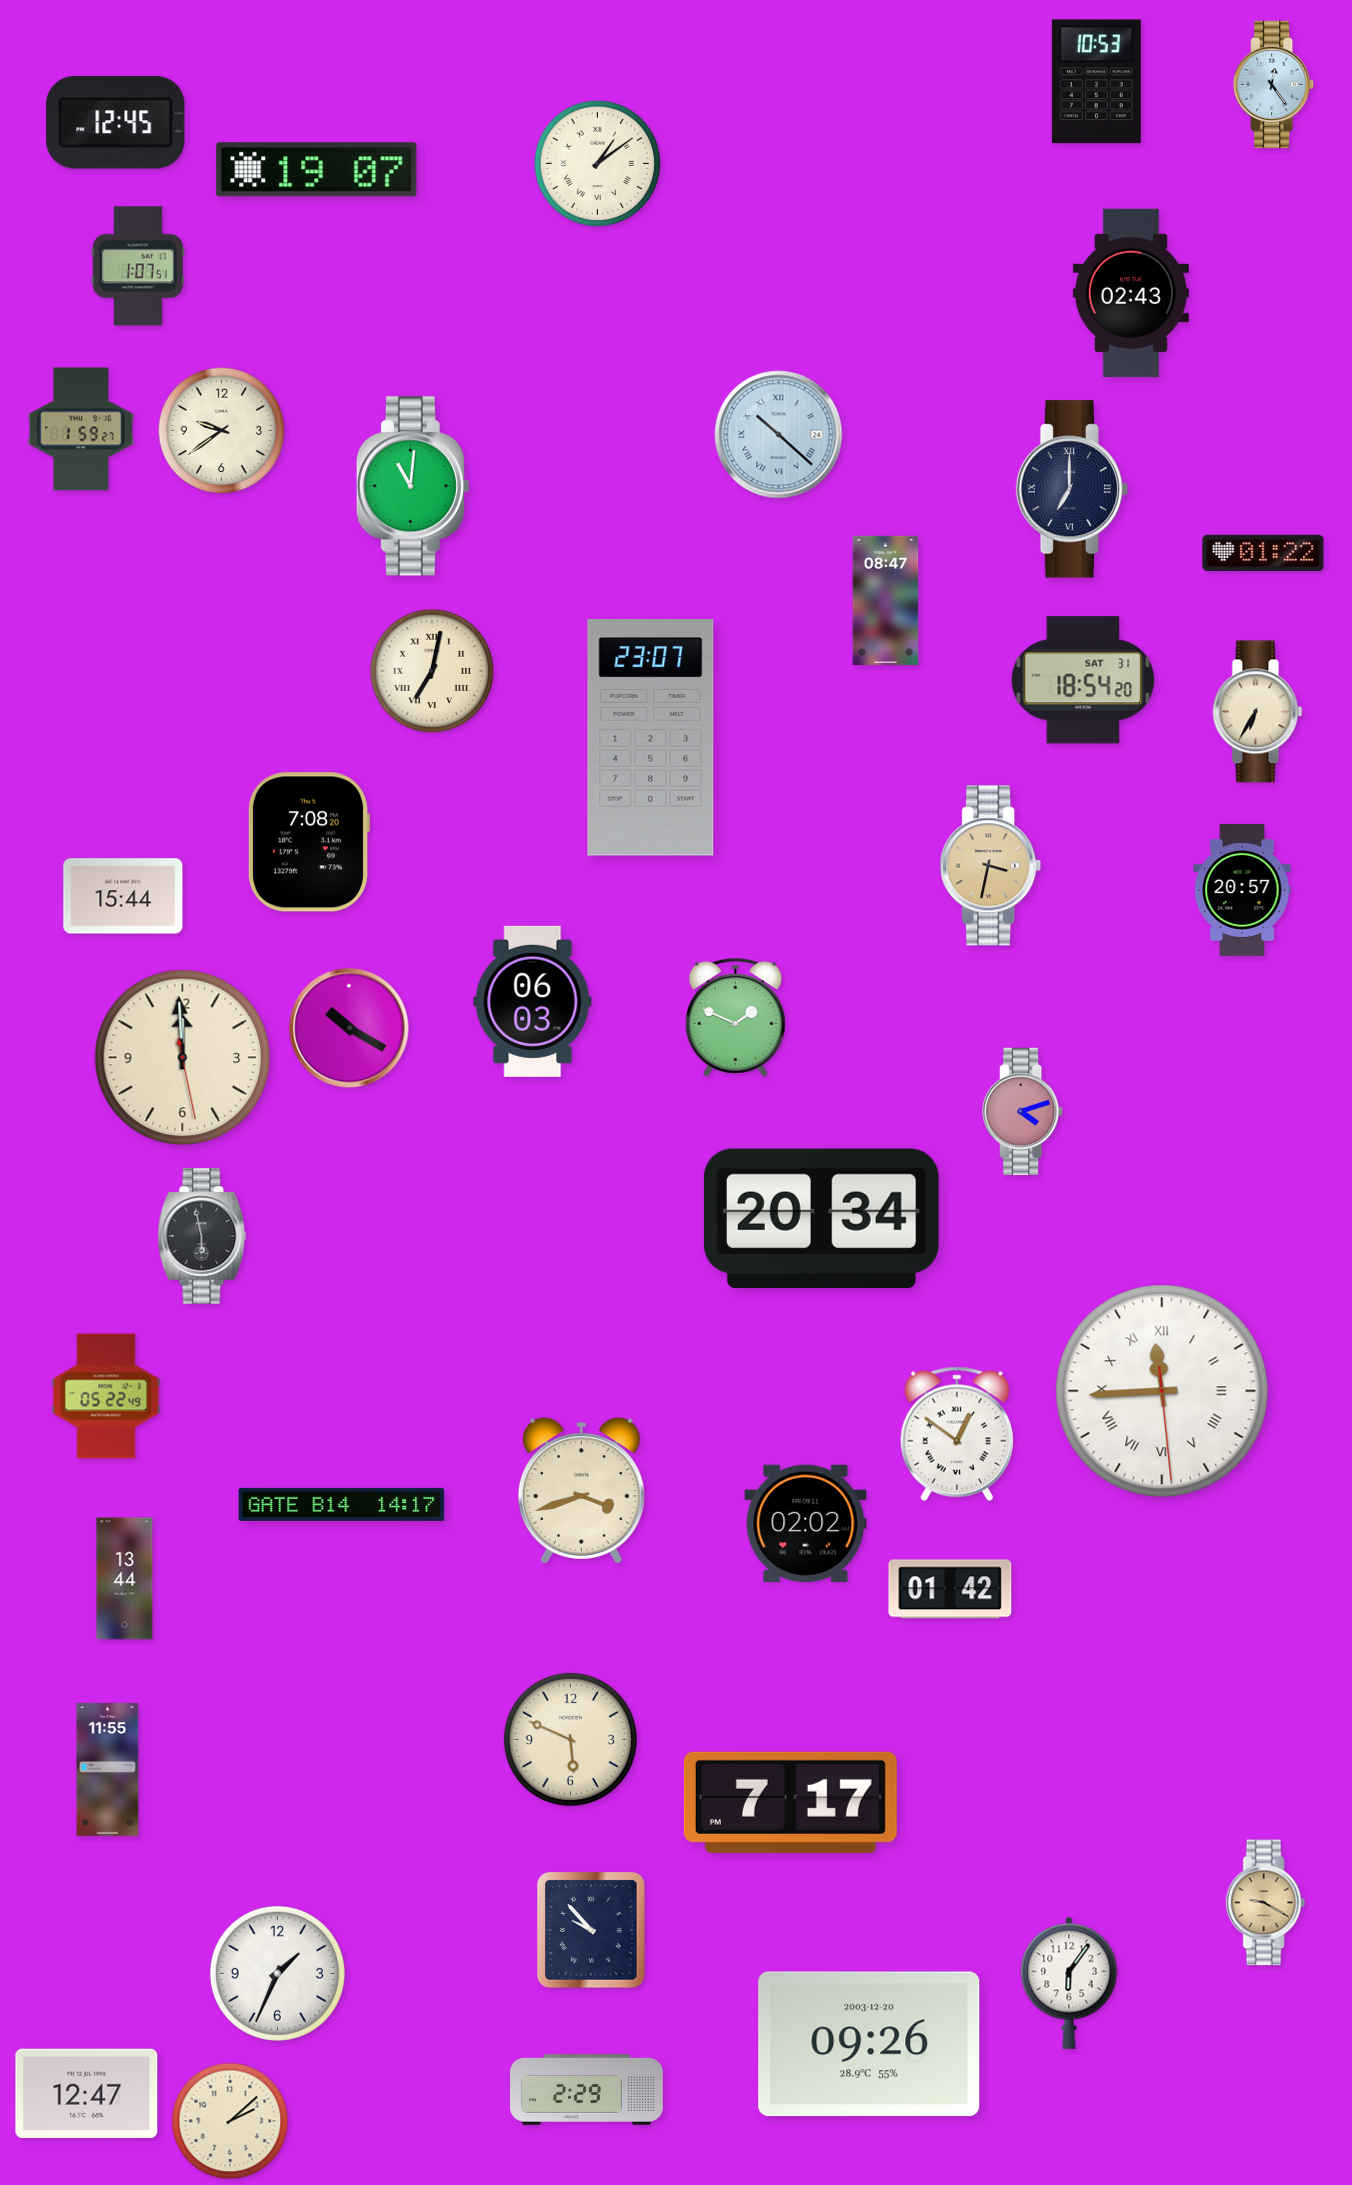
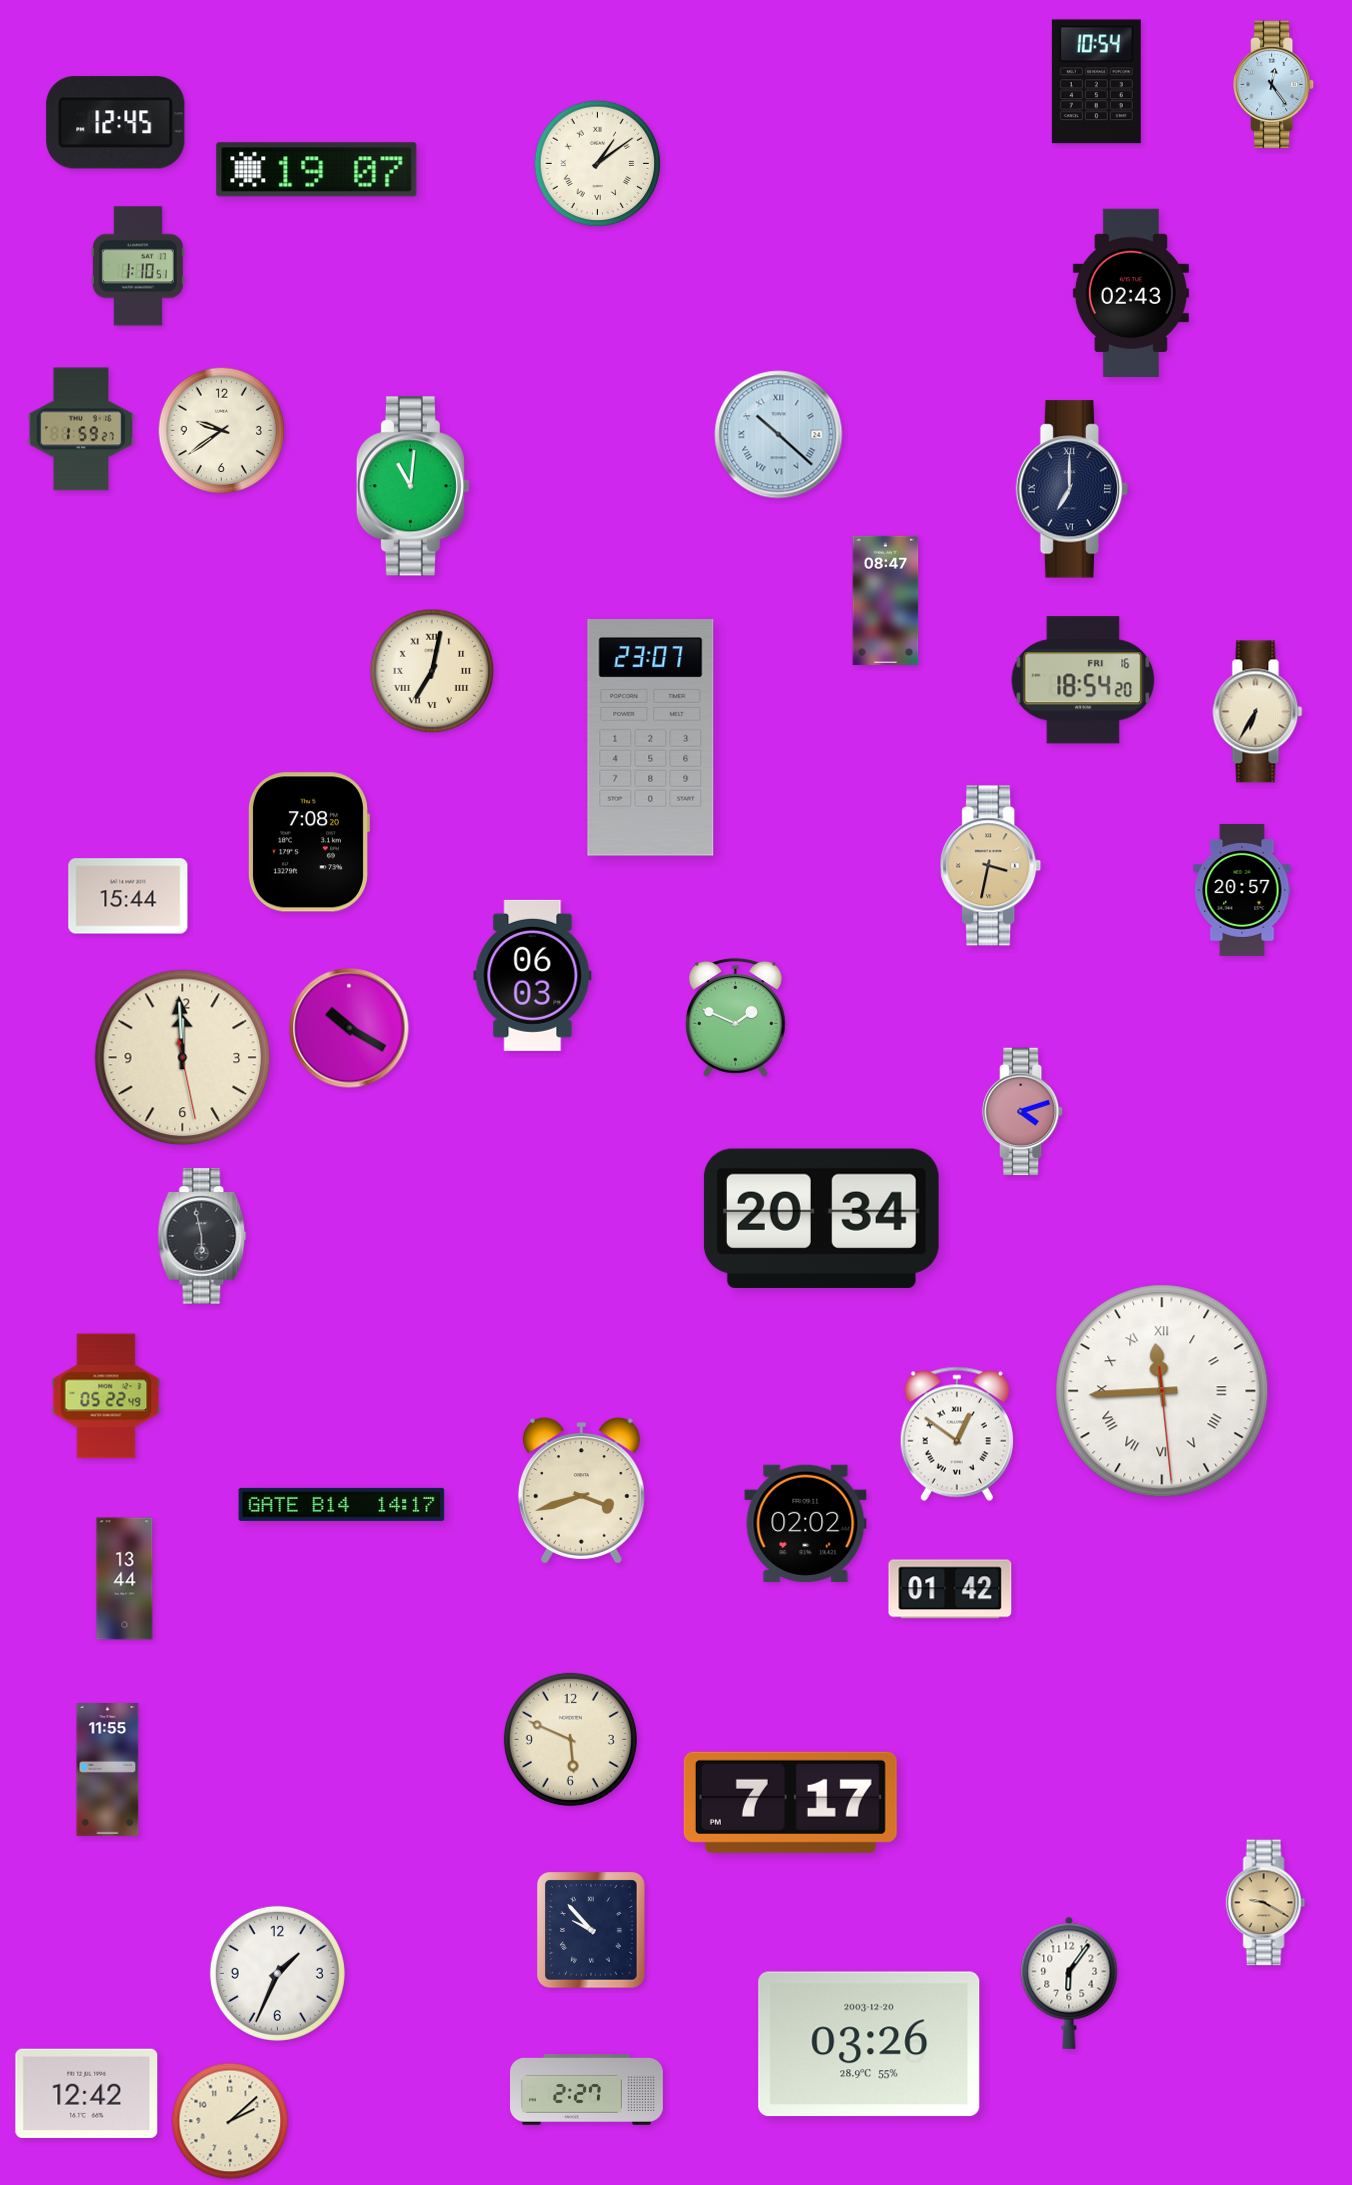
clock at (1096, 82): 10:53 -> 10:54
clock at (138, 266): 1:07 -> 1:10
clock at (1263, 552): 01:22 -> none
clock at (1083, 680) date: SAT 31 -> FRI 16
clock at (123, 896) position: (123, 896) -> (128, 896)
clock at (533, 1001) position: (533, 1001) -> (533, 975)
clock at (869, 2044): 09:26 -> 03:26
clock at (587, 2090): 2:29 -> 2:27
clock at (87, 2093): 12:47 -> 12:42
